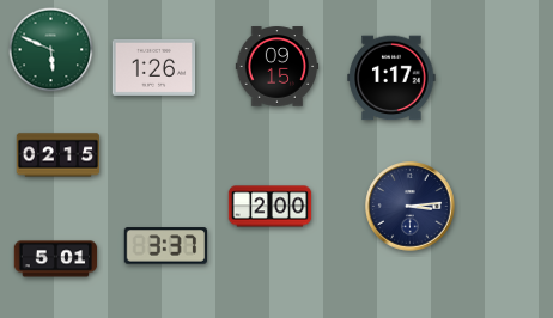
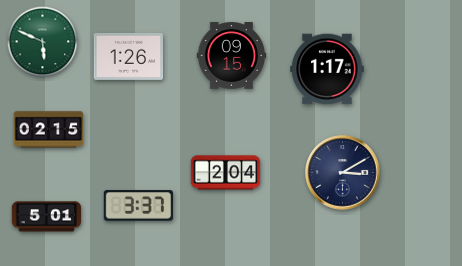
clock at (391, 78) position: (391, 78) -> (327, 69)
clock at (271, 207): 2:00 -> 2:04
clock at (411, 207): 3:14 -> 3:10
